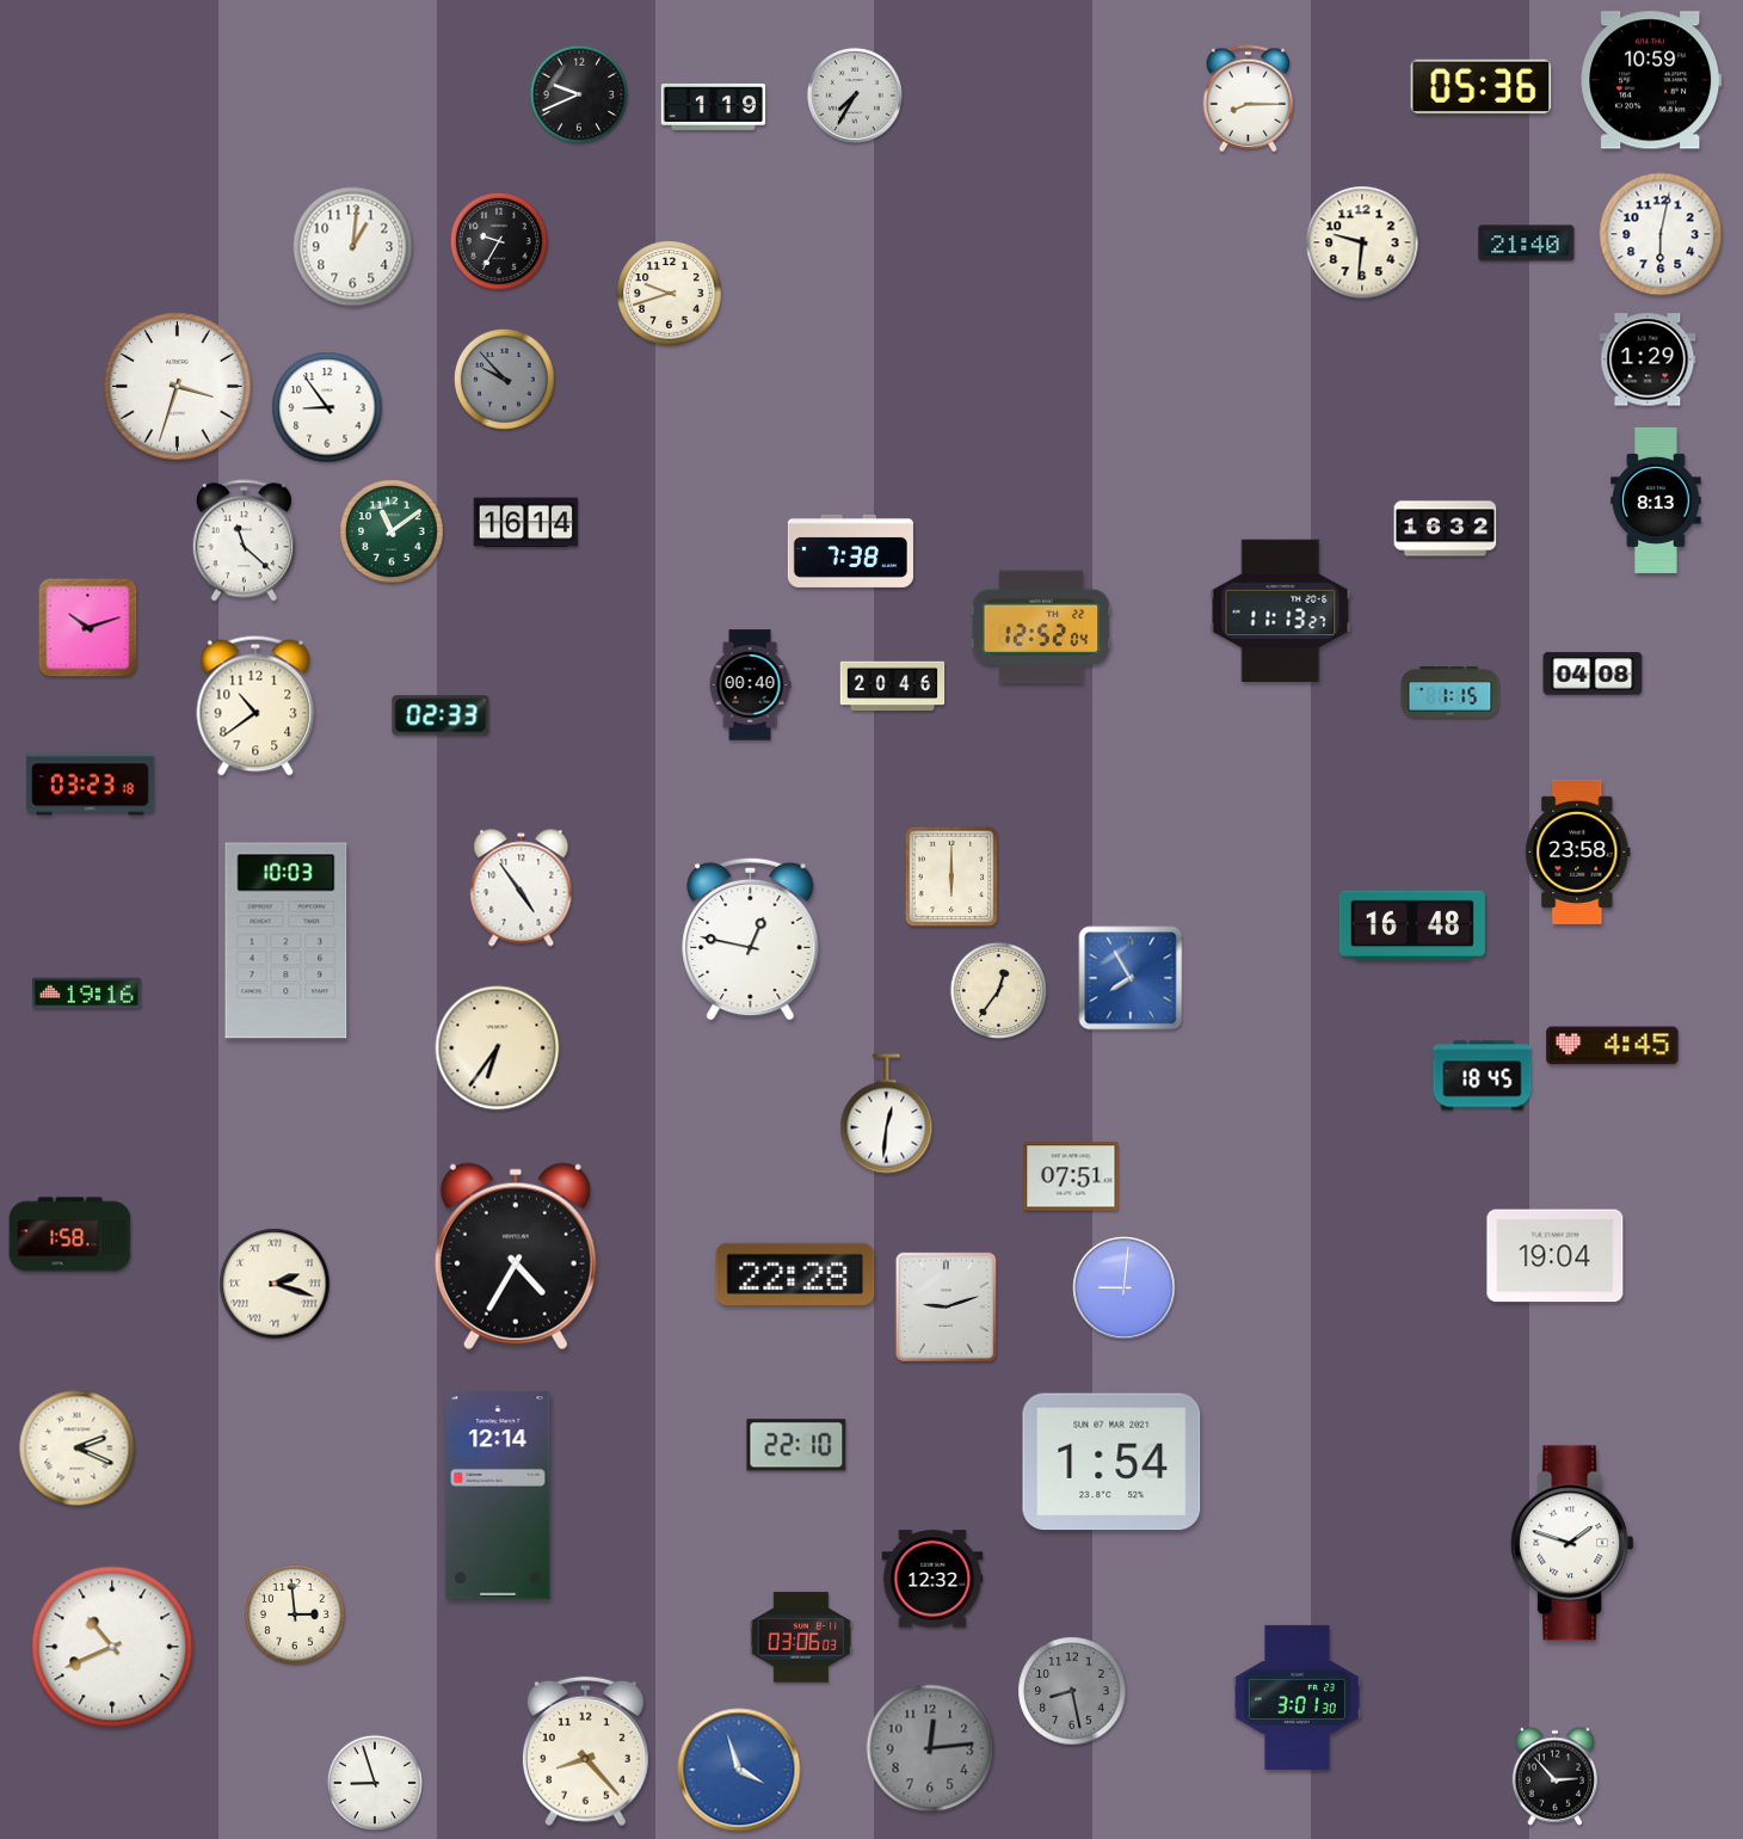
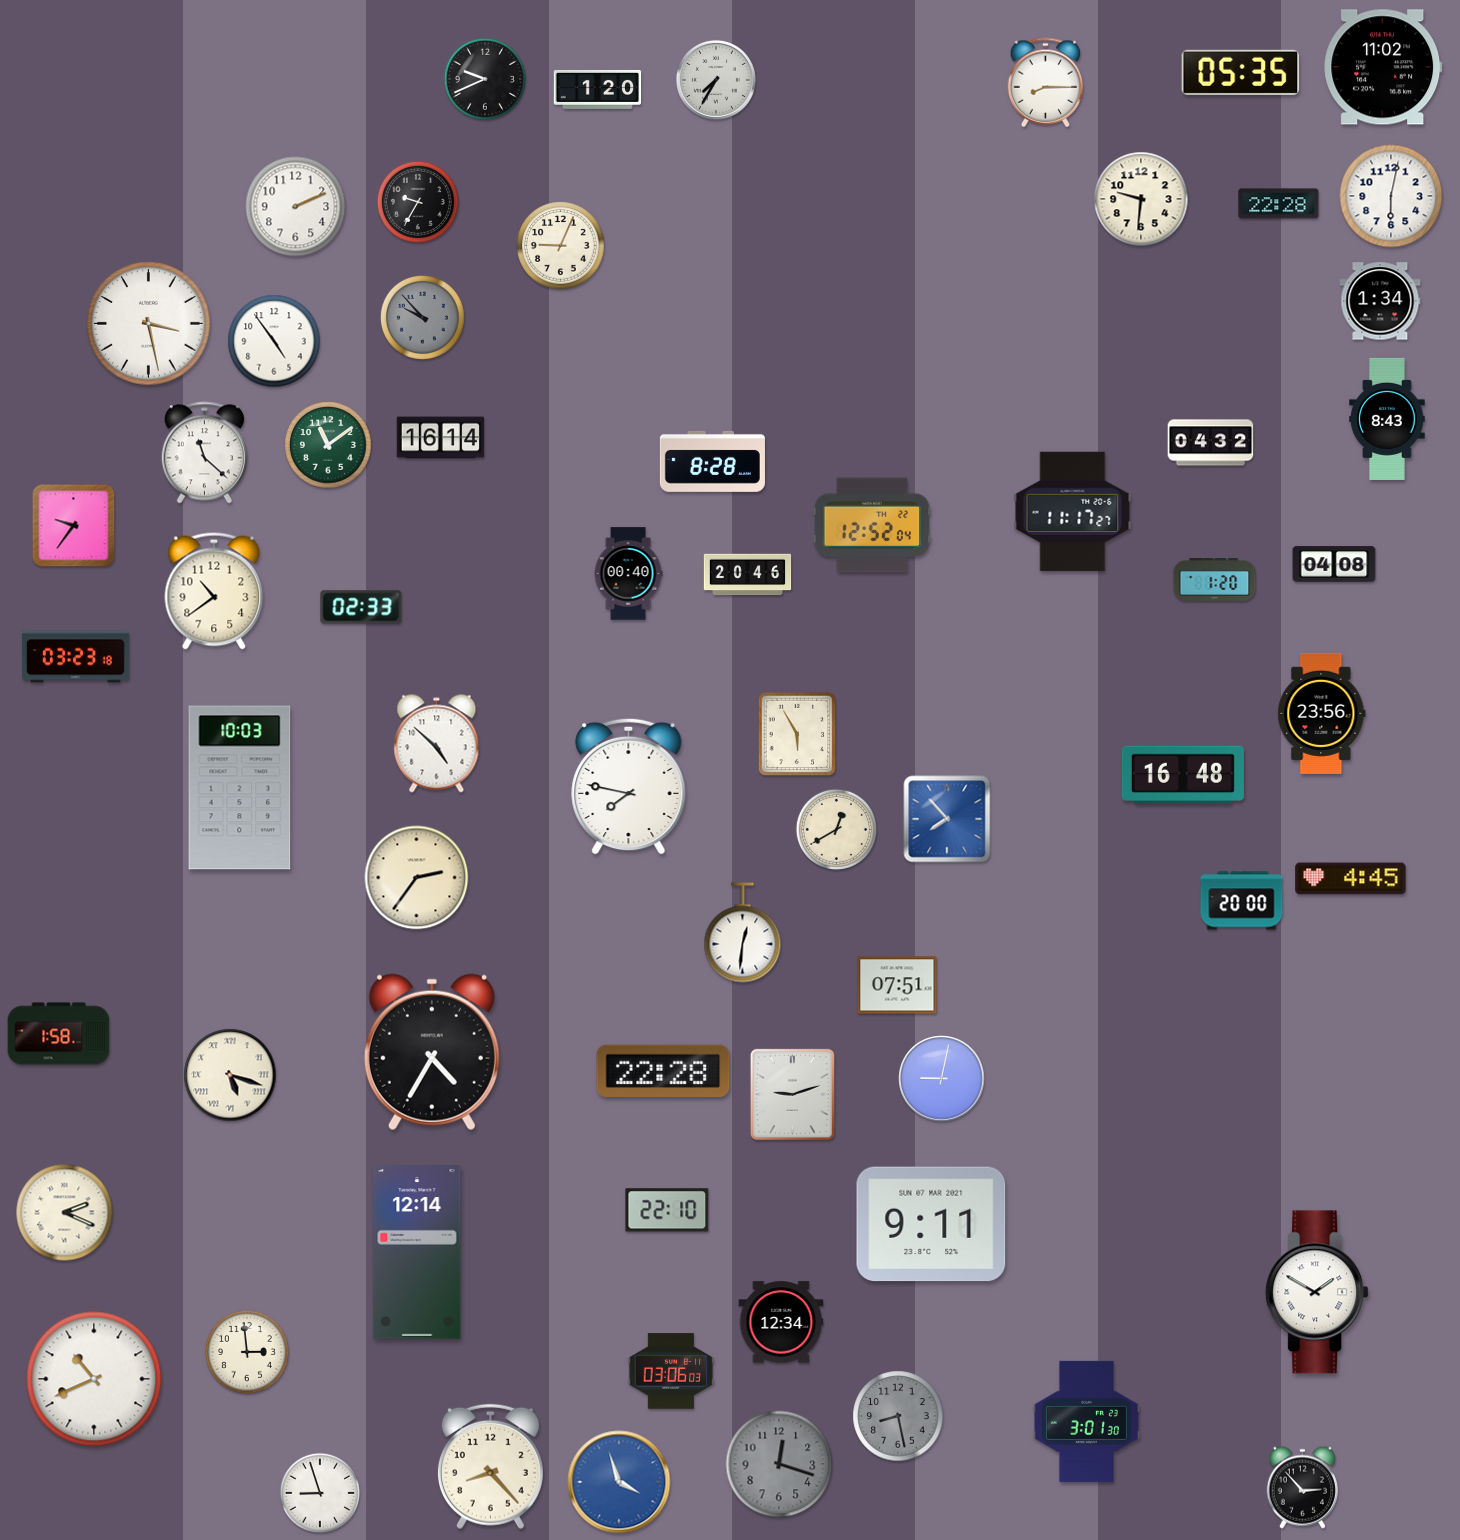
clock at (1651, 80): 10:59 -> 11:02
clock at (1482, 86): 05:36 -> 05:35
clock at (714, 106): 1:19 -> 1:20
clock at (1362, 242) position: (1362, 242) -> (1141, 199)
clock at (1527, 244): 21:40 -> 22:28
clock at (353, 247): 1:01 -> 2:11
clock at (670, 294): 9:42 -> 9:04
clock at (1647, 359): 1:29 -> 1:34
clock at (178, 387): 3:33 -> 3:28
clock at (327, 407): 8:54 -> 4:54
clock at (1656, 500): 8:13 -> 8:43
clock at (1446, 529): 16:32 -> 04:32
clock at (850, 551): 7:38 -> 8:28
clock at (1281, 611): 11:13 -> 11:17
clock at (88, 628): 10:12 -> 9:36
clock at (1451, 693): 1:15 -> 1:20
clock at (441, 715) position: (441, 715) -> (361, 607)
clock at (1578, 851): 23:58 -> 23:56
clock at (951, 877): 6:00 -> 5:55
clock at (522, 888): 4:54 -> 4:52
clock at (751, 939): 12:47 -> 7:47
clock at (1131, 978): 7:55 -> 7:53
clock at (998, 990): 12:36 -> 12:40
clock at (86, 994): 19:16 -> none
clock at (1613, 1046) position: (1613, 1046) -> (1351, 879)
clock at (498, 1048): 6:36 -> 2:36
clock at (1483, 1076): 18:45 -> 20:00
clock at (1556, 1256): 19:04 -> none
clock at (795, 1274) position: (795, 1274) -> (663, 1071)
clock at (275, 1284): 2:18 -> 5:18
clock at (1125, 1288): 9:01 -> 9:02
clock at (1111, 1462): 1:54 -> 9:11
clock at (1572, 1543): 1:48 -> 1:50
clock at (932, 1579): 12:32 -> 12:34
clock at (930, 1748): 12:14 -> 12:18
clock at (374, 1782) position: (374, 1782) -> (319, 1492)
